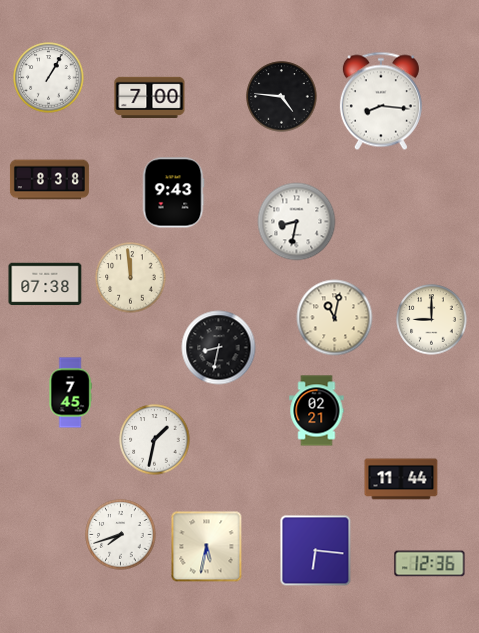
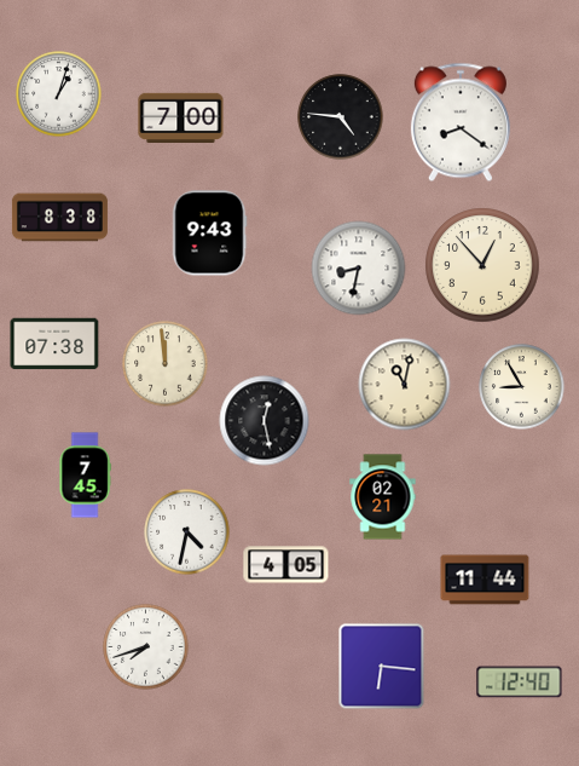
clock at (49, 78): 1:05 -> 1:03
clock at (381, 101): 8:16 -> 8:21
clock at (482, 265): none -> 12:53
clock at (131, 278) position: (131, 278) -> (166, 364)
clock at (432, 320): 9:00 -> 8:55
clock at (219, 348): 8:32 -> 12:28
clock at (155, 440): 1:32 -> 4:32
clock at (286, 565): none -> 4:05
clock at (207, 547): 5:32 -> none
clock at (430, 564): 12:36 -> 12:40
